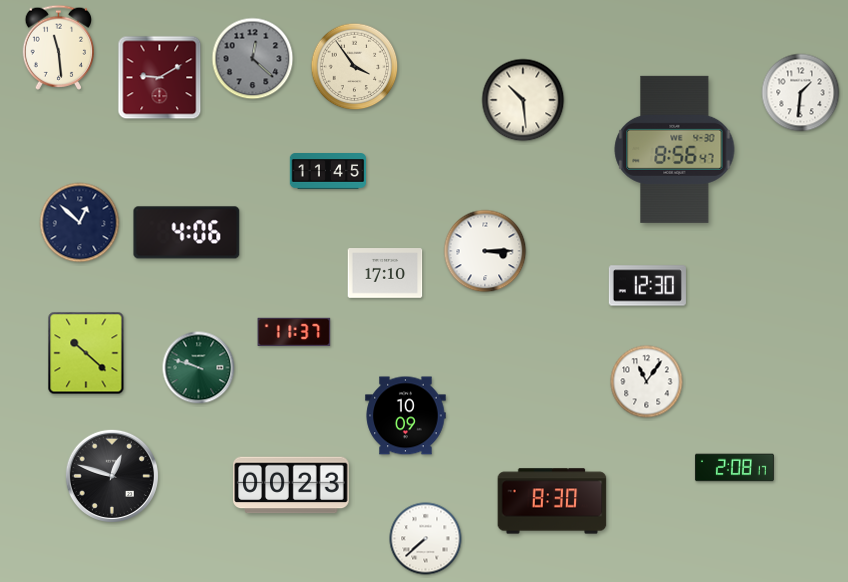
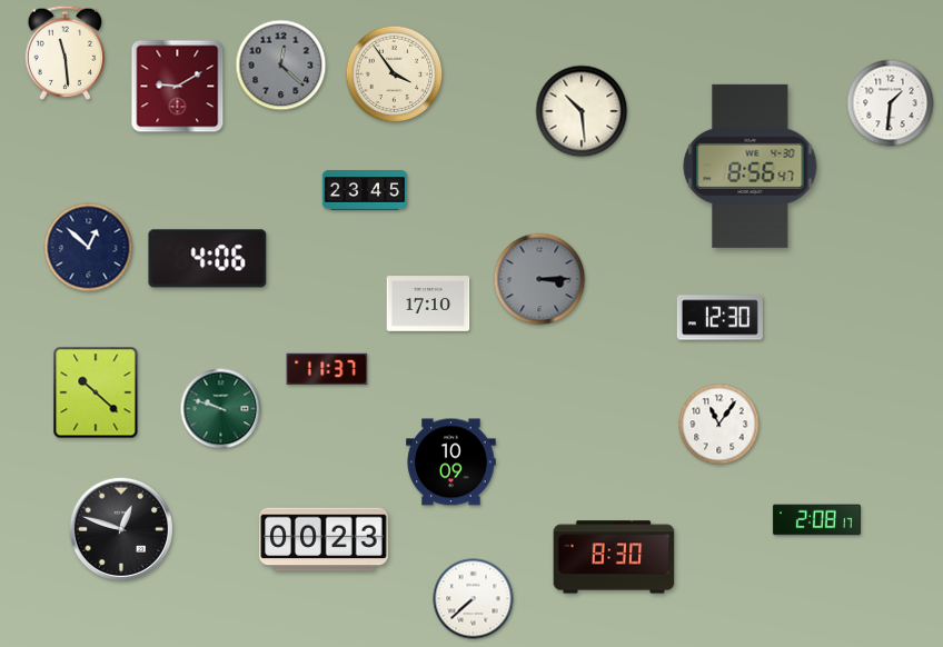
clock at (328, 172): 11:45 -> 23:45
clock at (485, 251) dial: white -> grey
clock at (112, 476) position: (112, 476) -> (121, 529)
